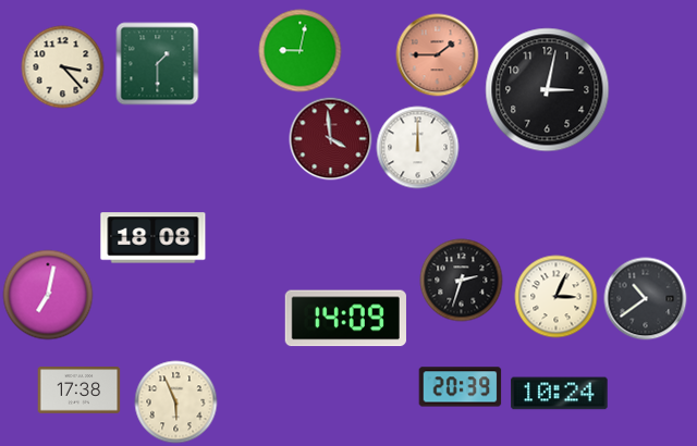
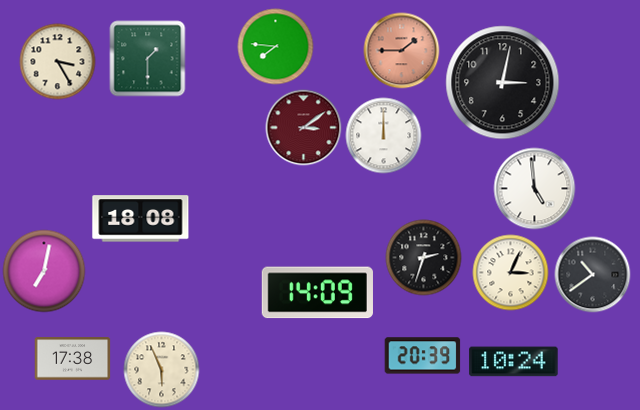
clock at (301, 51): 9:02 -> 7:46
clock at (158, 64) position: (158, 64) -> (148, 59)
clock at (63, 67): 3:23 -> 3:25
clock at (331, 139): 3:59 -> 3:09
clock at (535, 189): none -> 4:59
